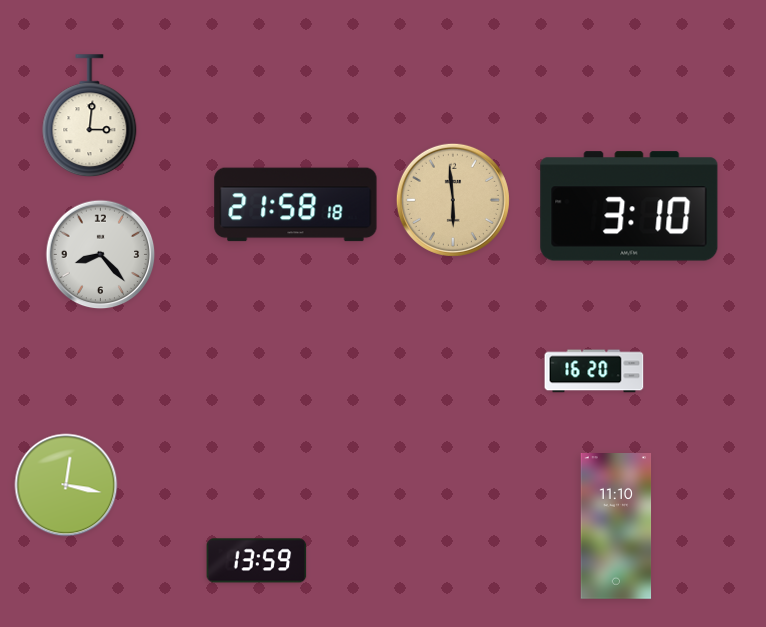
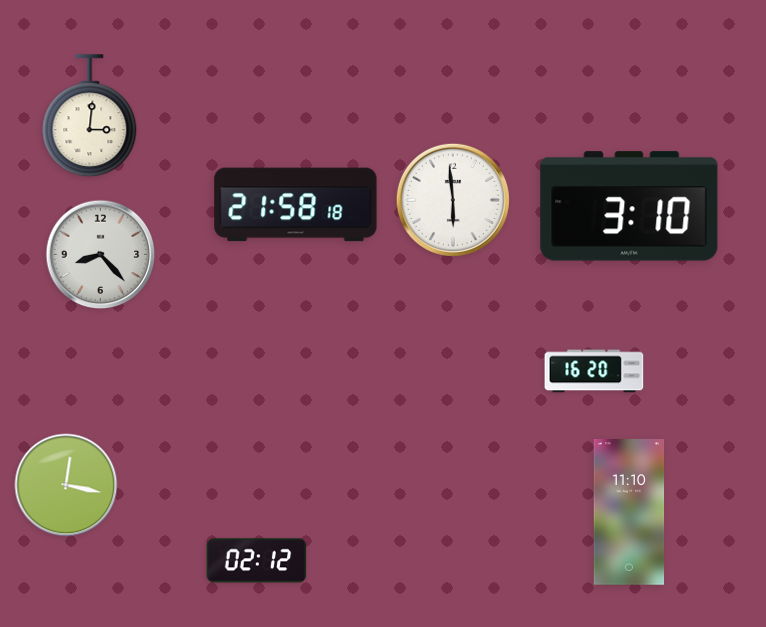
clock at (453, 200) dial: champagne -> white
clock at (616, 527) position: (616, 527) -> (629, 513)
clock at (257, 561): 13:59 -> 02:12
